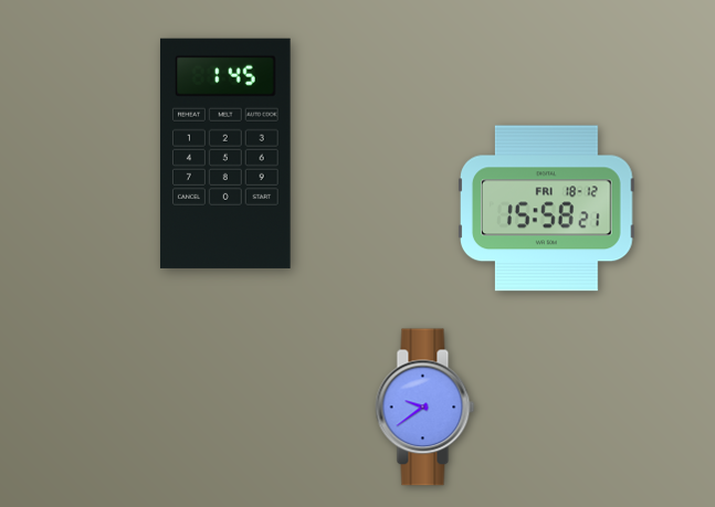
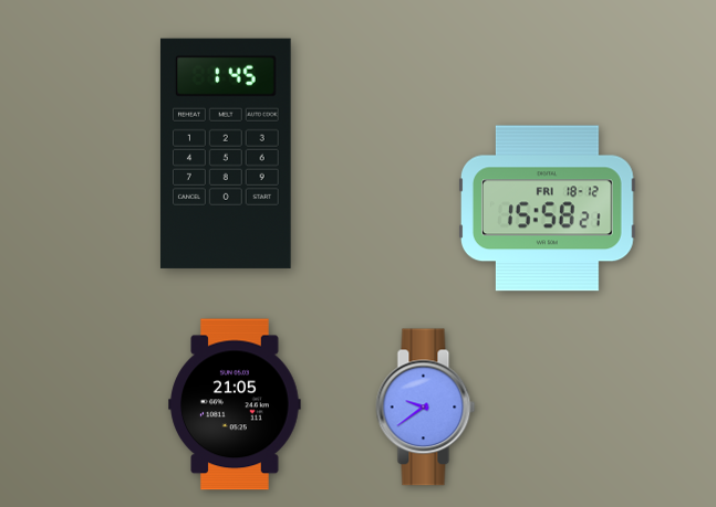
clock at (235, 404): none -> 21:05
